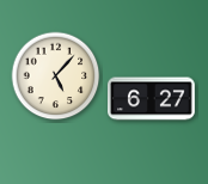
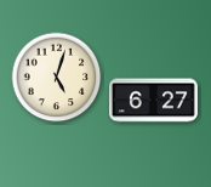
clock at (56, 76): 5:07 -> 5:03
